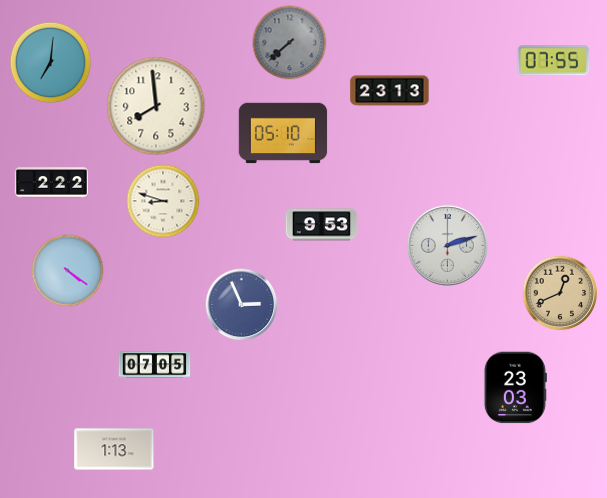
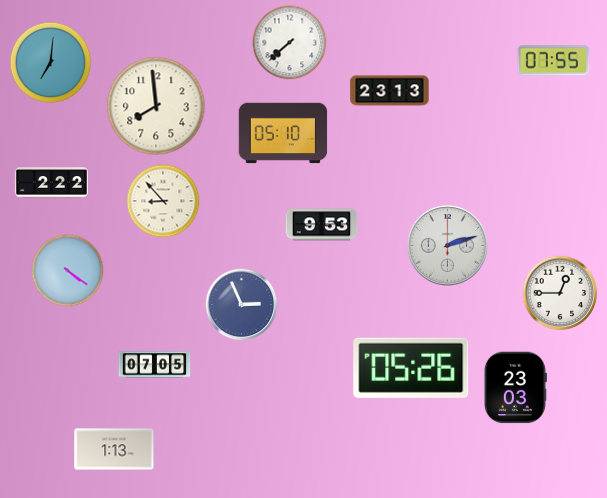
clock at (290, 43) dial: grey -> white
clock at (163, 201): 8:48 -> 8:53
clock at (560, 293): 12:41 -> 12:45
clock at (560, 293) dial: champagne -> white
clock at (411, 368): none -> 05:26
